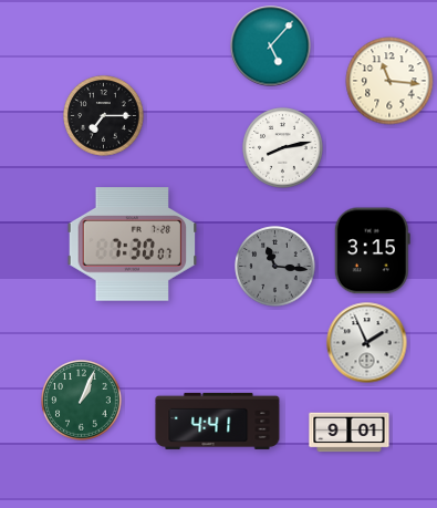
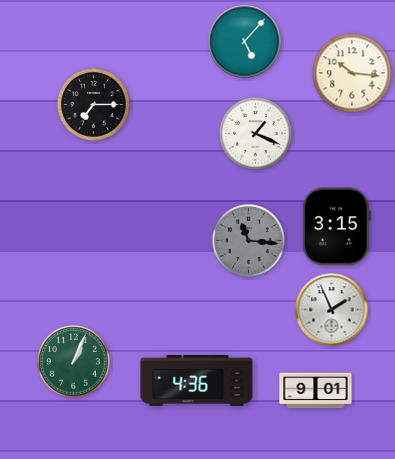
clock at (389, 81): 11:16 -> 10:16
clock at (283, 148): 8:13 -> 1:19
clock at (133, 245): 7:30 -> none
clock at (218, 421): 4:41 -> 4:36
